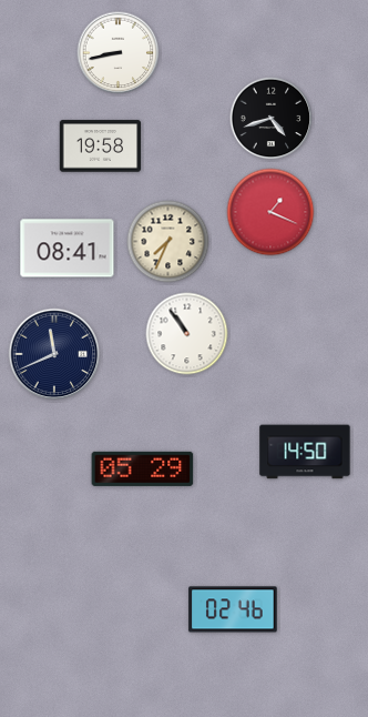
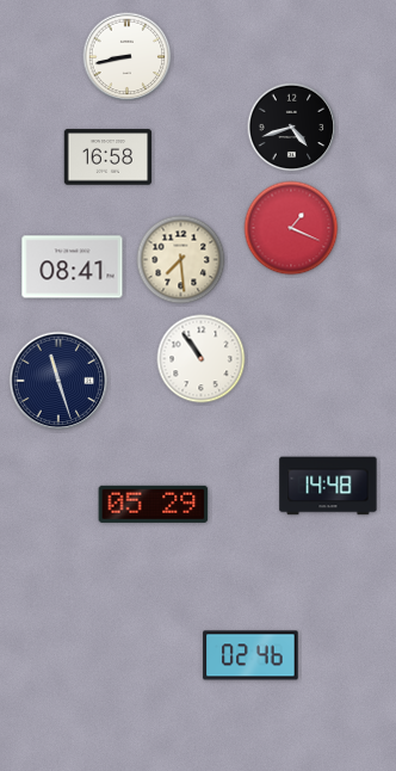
clock at (101, 147): 19:58 -> 16:58
clock at (168, 242): 7:34 -> 7:29
clock at (54, 354): 11:41 -> 11:27
clock at (305, 452): 14:50 -> 14:48
